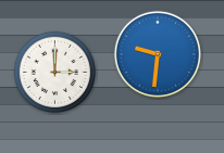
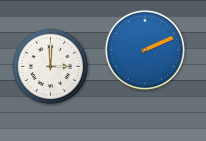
clock at (158, 54): 9:31 -> 2:11
